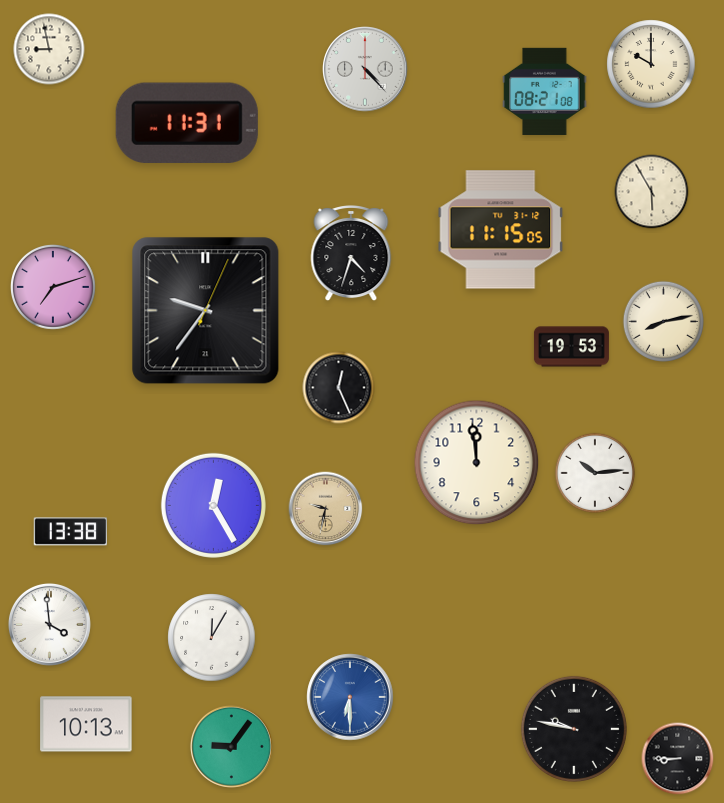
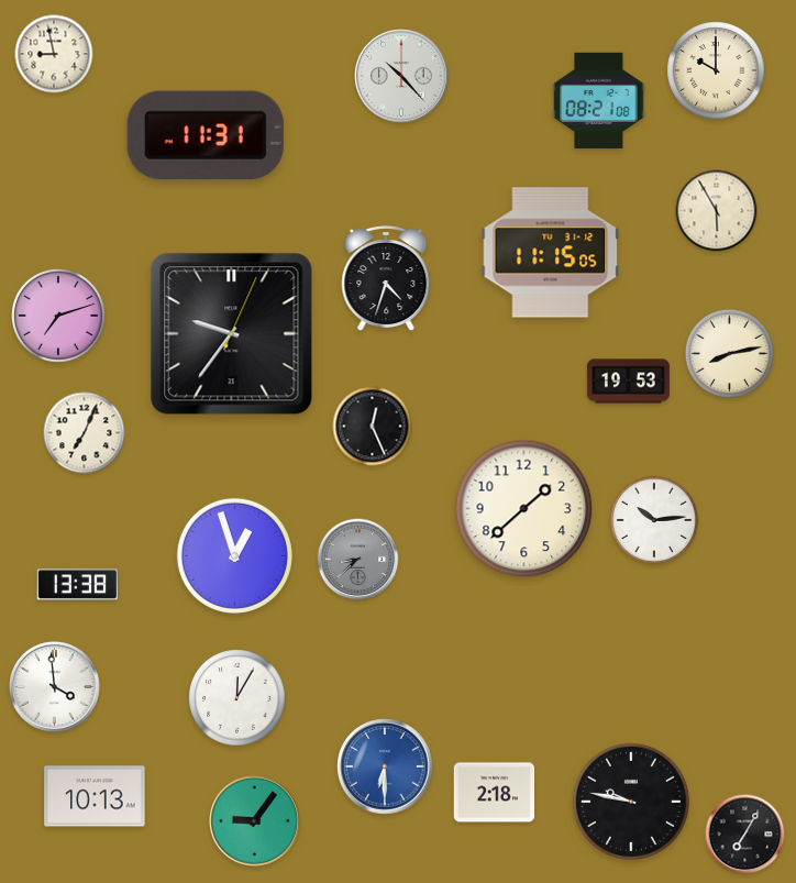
clock at (365, 69): 4:23 -> 10:23
clock at (206, 311) position: (206, 311) -> (232, 334)
clock at (85, 433): none -> 7:04
clock at (477, 463): 11:59 -> 1:38
clock at (213, 505): 12:25 -> 12:57
clock at (326, 509): 9:32 -> 8:38
clock at (326, 509) dial: champagne -> grey
clock at (212, 638) position: (212, 638) -> (237, 698)
clock at (495, 793): none -> 2:18
clock at (678, 759): 8:45 -> 7:05
